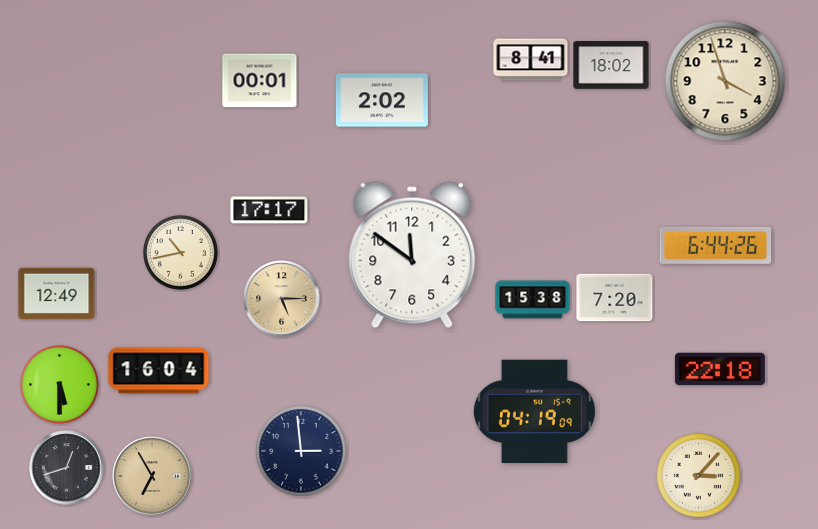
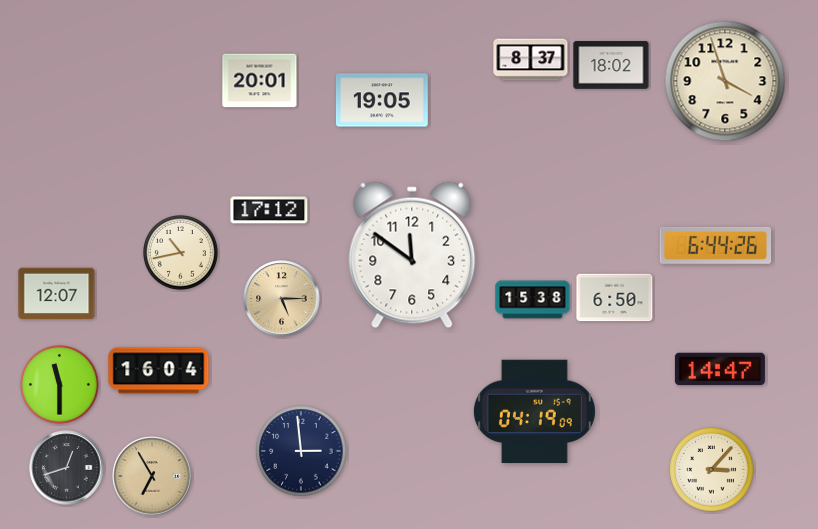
clock at (531, 60): 8:41 -> 8:37
clock at (260, 81): 00:01 -> 20:01
clock at (382, 100): 2:02 -> 19:05
clock at (269, 210): 17:17 -> 17:12
clock at (57, 294): 12:49 -> 12:07
clock at (615, 298): 7:20 -> 6:50
clock at (720, 369): 22:18 -> 14:47
clock at (60, 385): 5:30 -> 11:30
clock at (699, 476) position: (699, 476) -> (712, 470)
